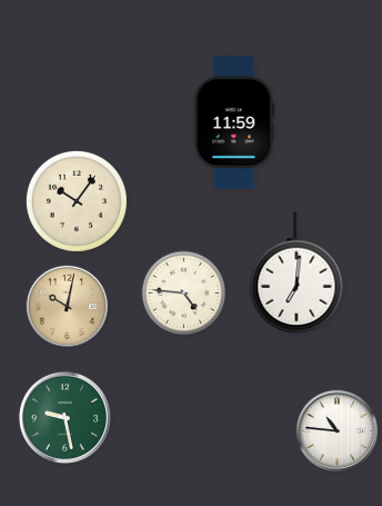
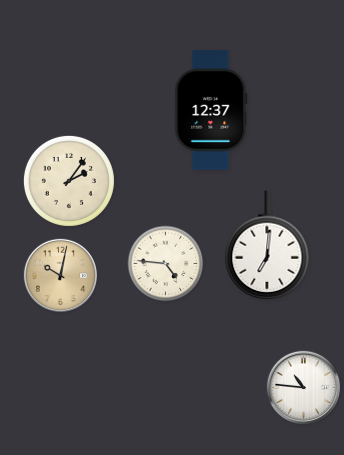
clock at (234, 122): 11:59 -> 12:37
clock at (77, 201): 10:06 -> 2:06
clock at (64, 417): 9:28 -> none
